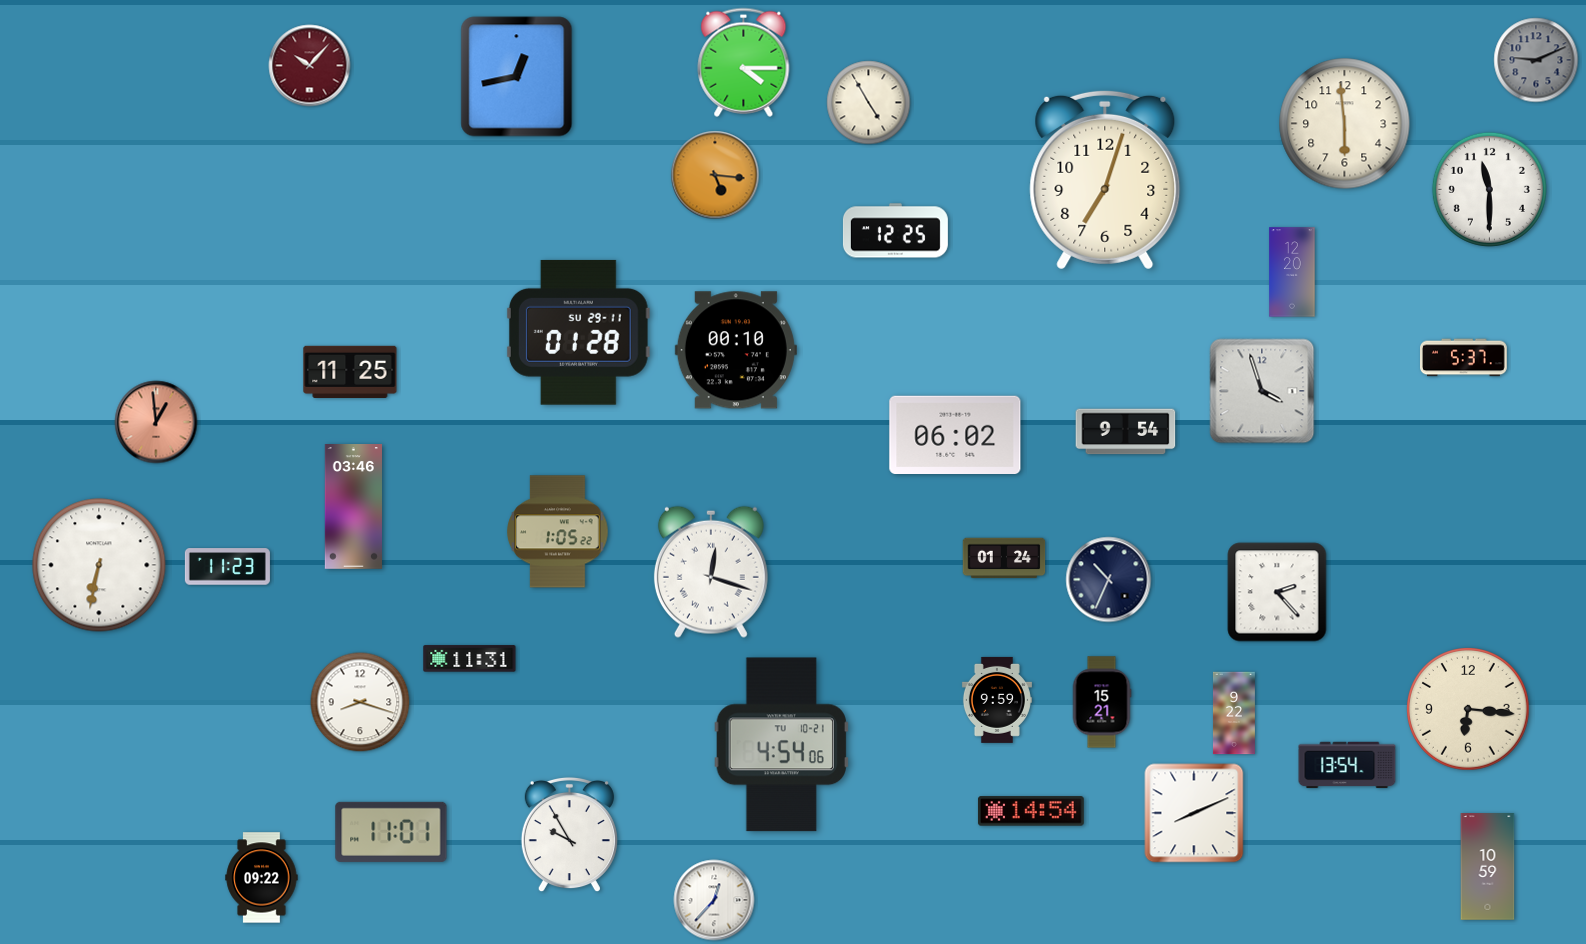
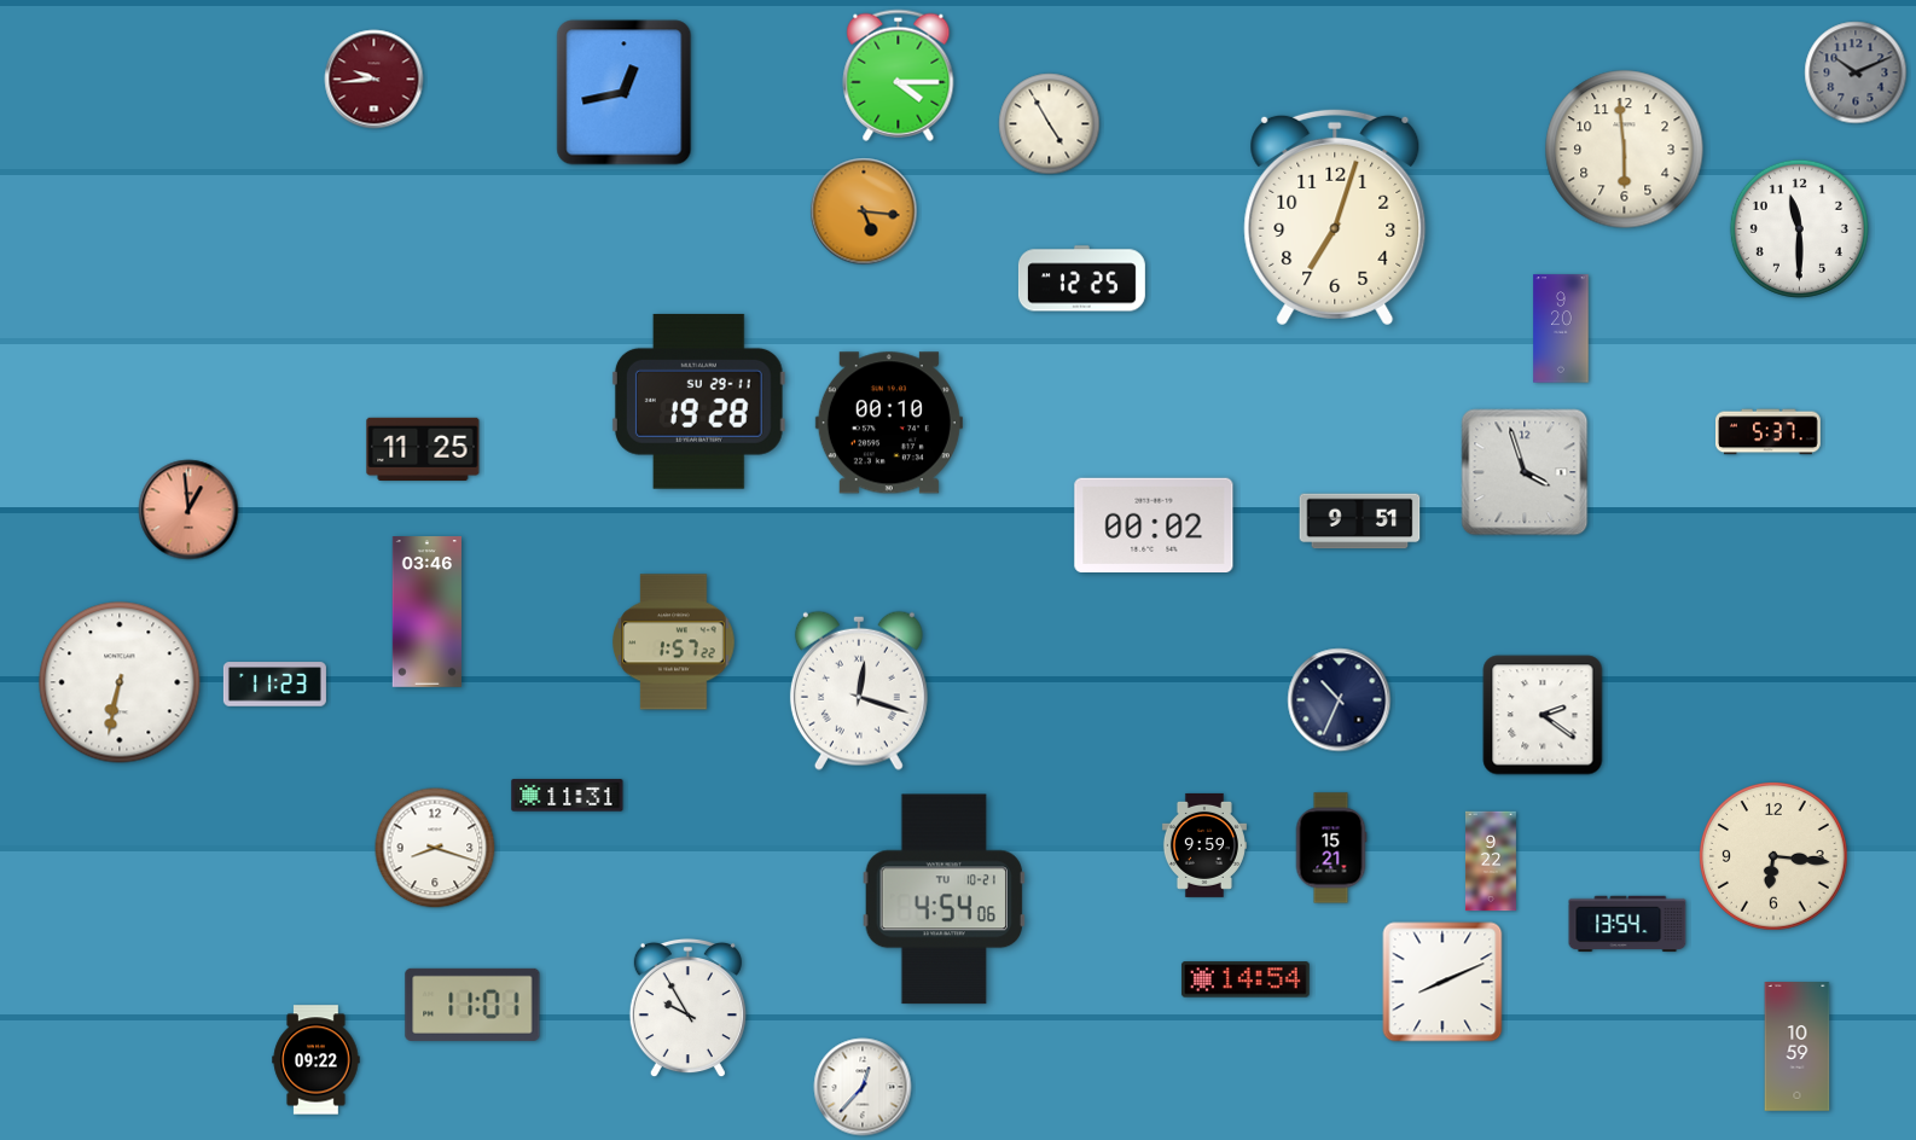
clock at (1536, 60): 9:11 -> 10:11
clock at (310, 66): 10:07 -> 9:44
clock at (1292, 272): 12:20 -> 9:20
clock at (578, 332): 01:28 -> 19:28
clock at (1126, 432): 9:54 -> 9:51
clock at (955, 434): 06:02 -> 00:02
clock at (558, 532): 1:05 -> 1:57
clock at (1004, 558): 01:24 -> none
clock at (1277, 592): 2:23 -> 2:21
